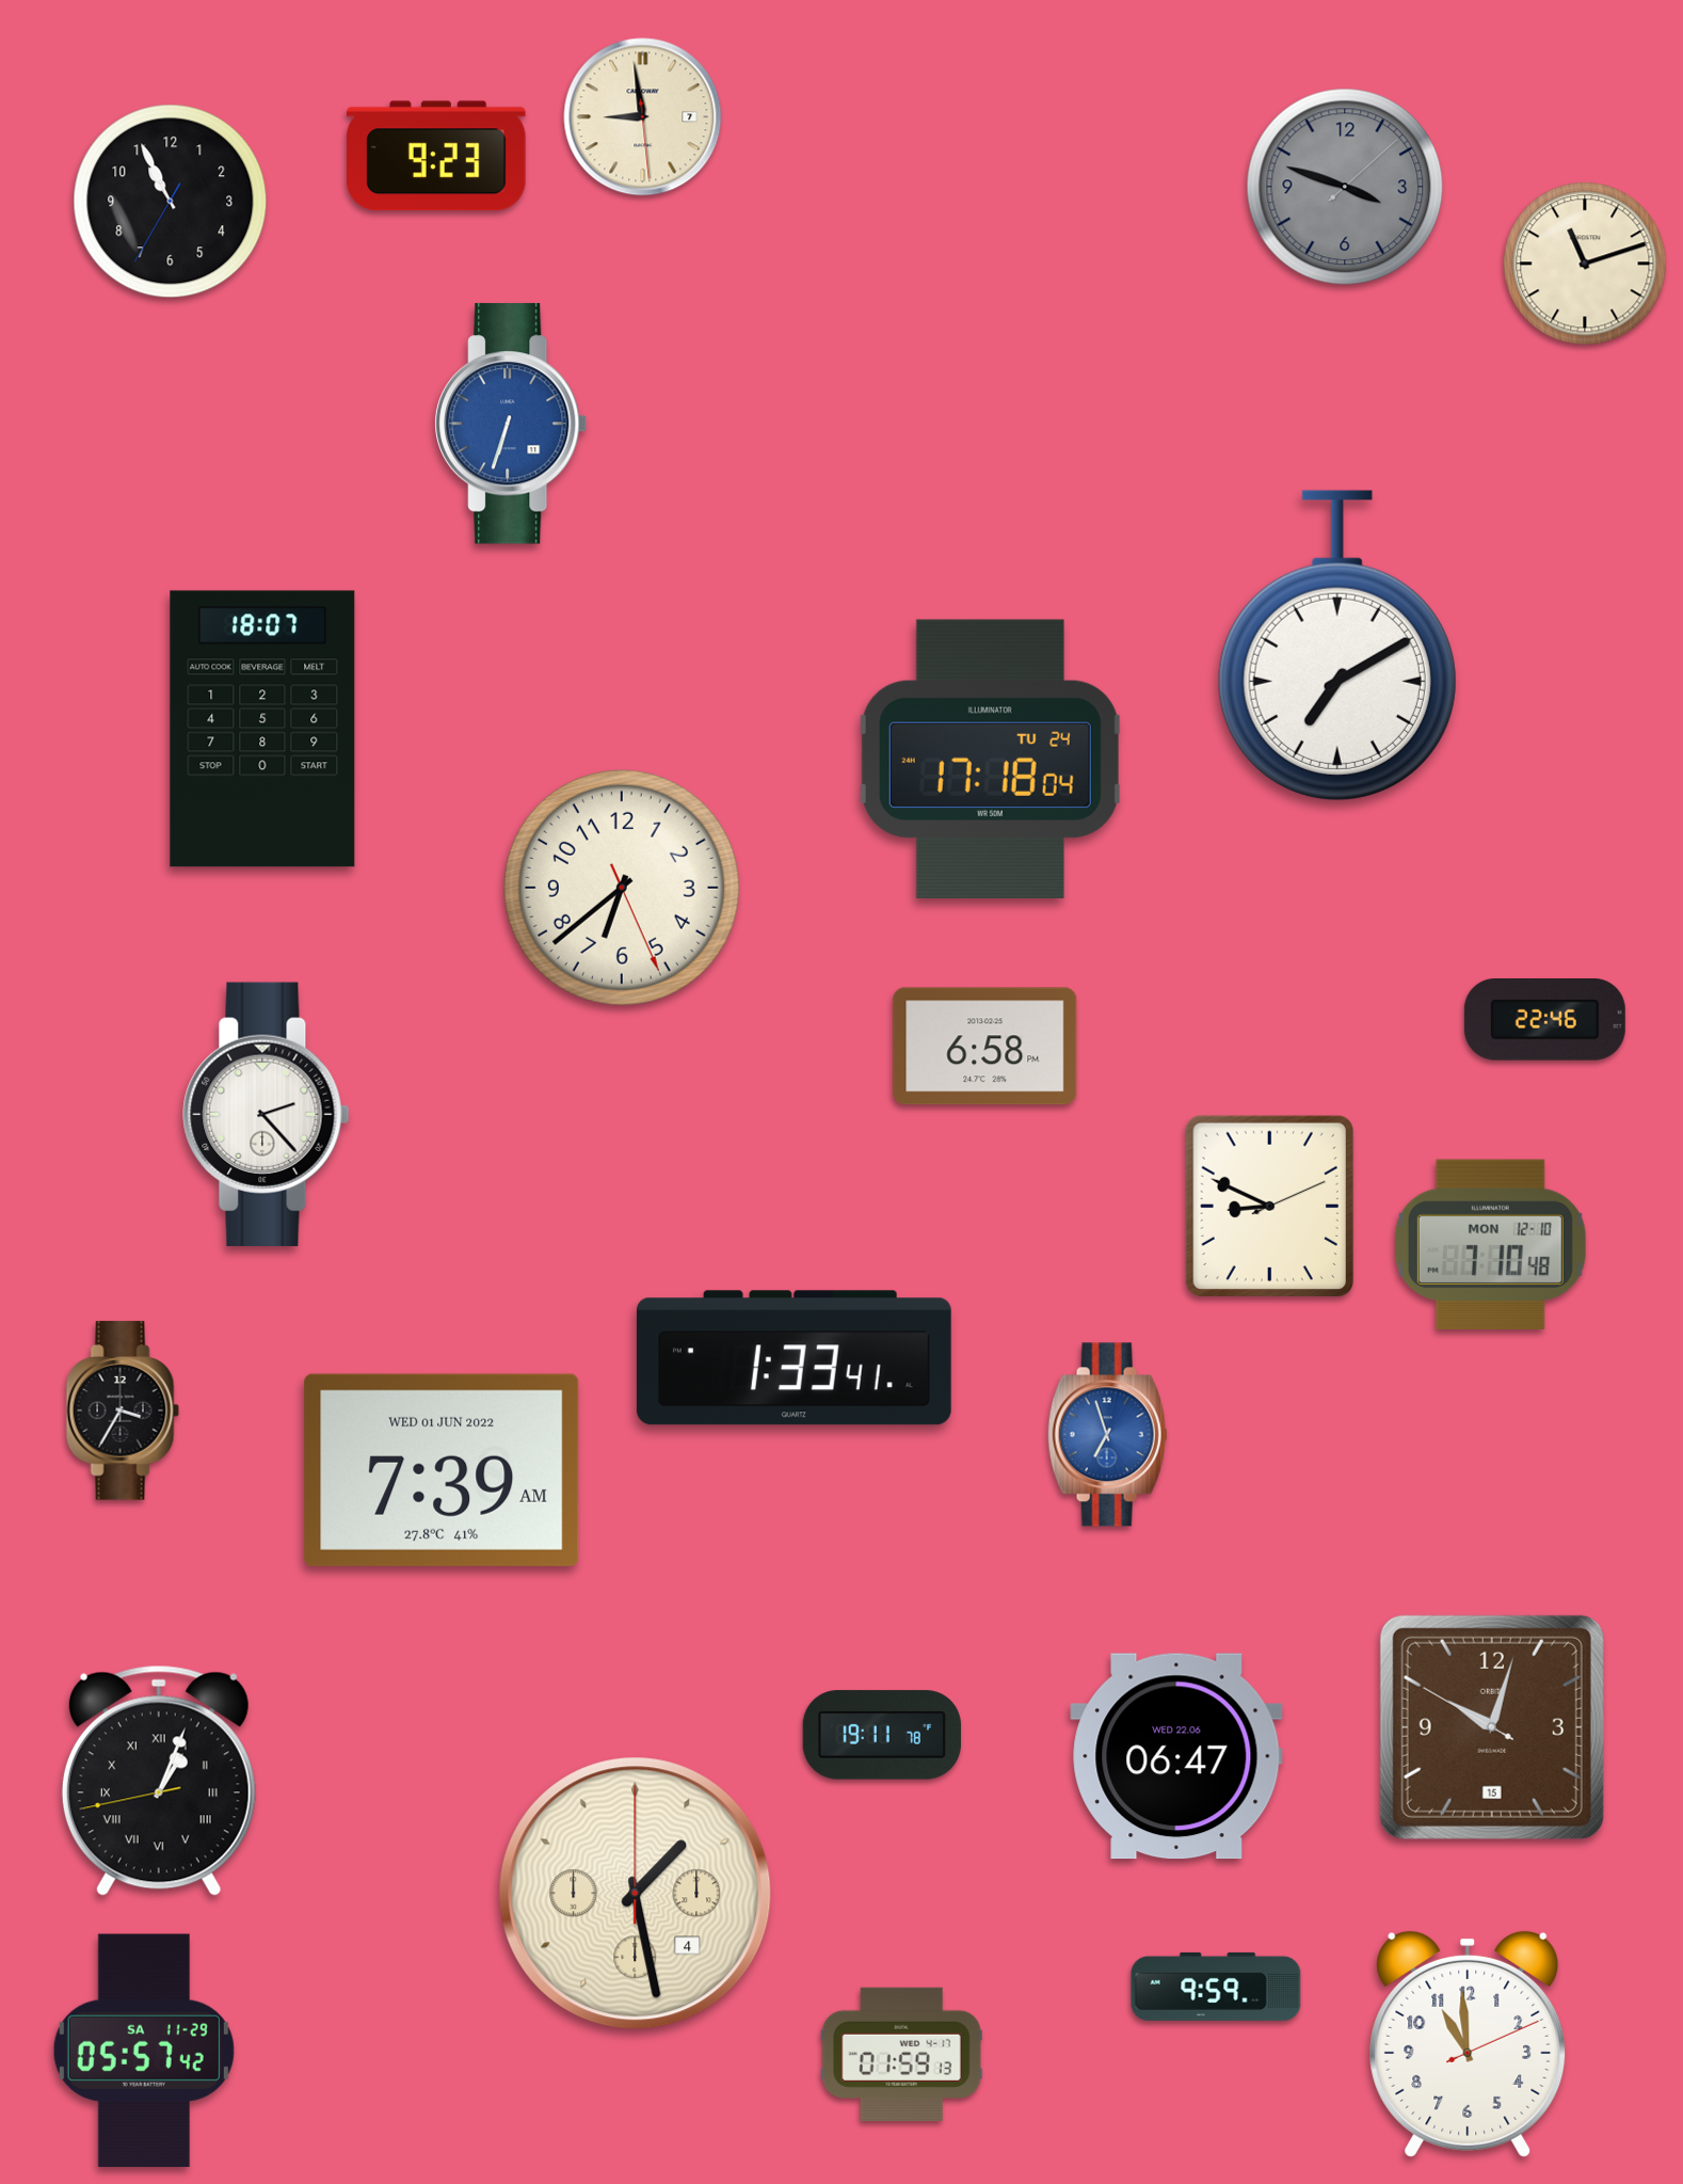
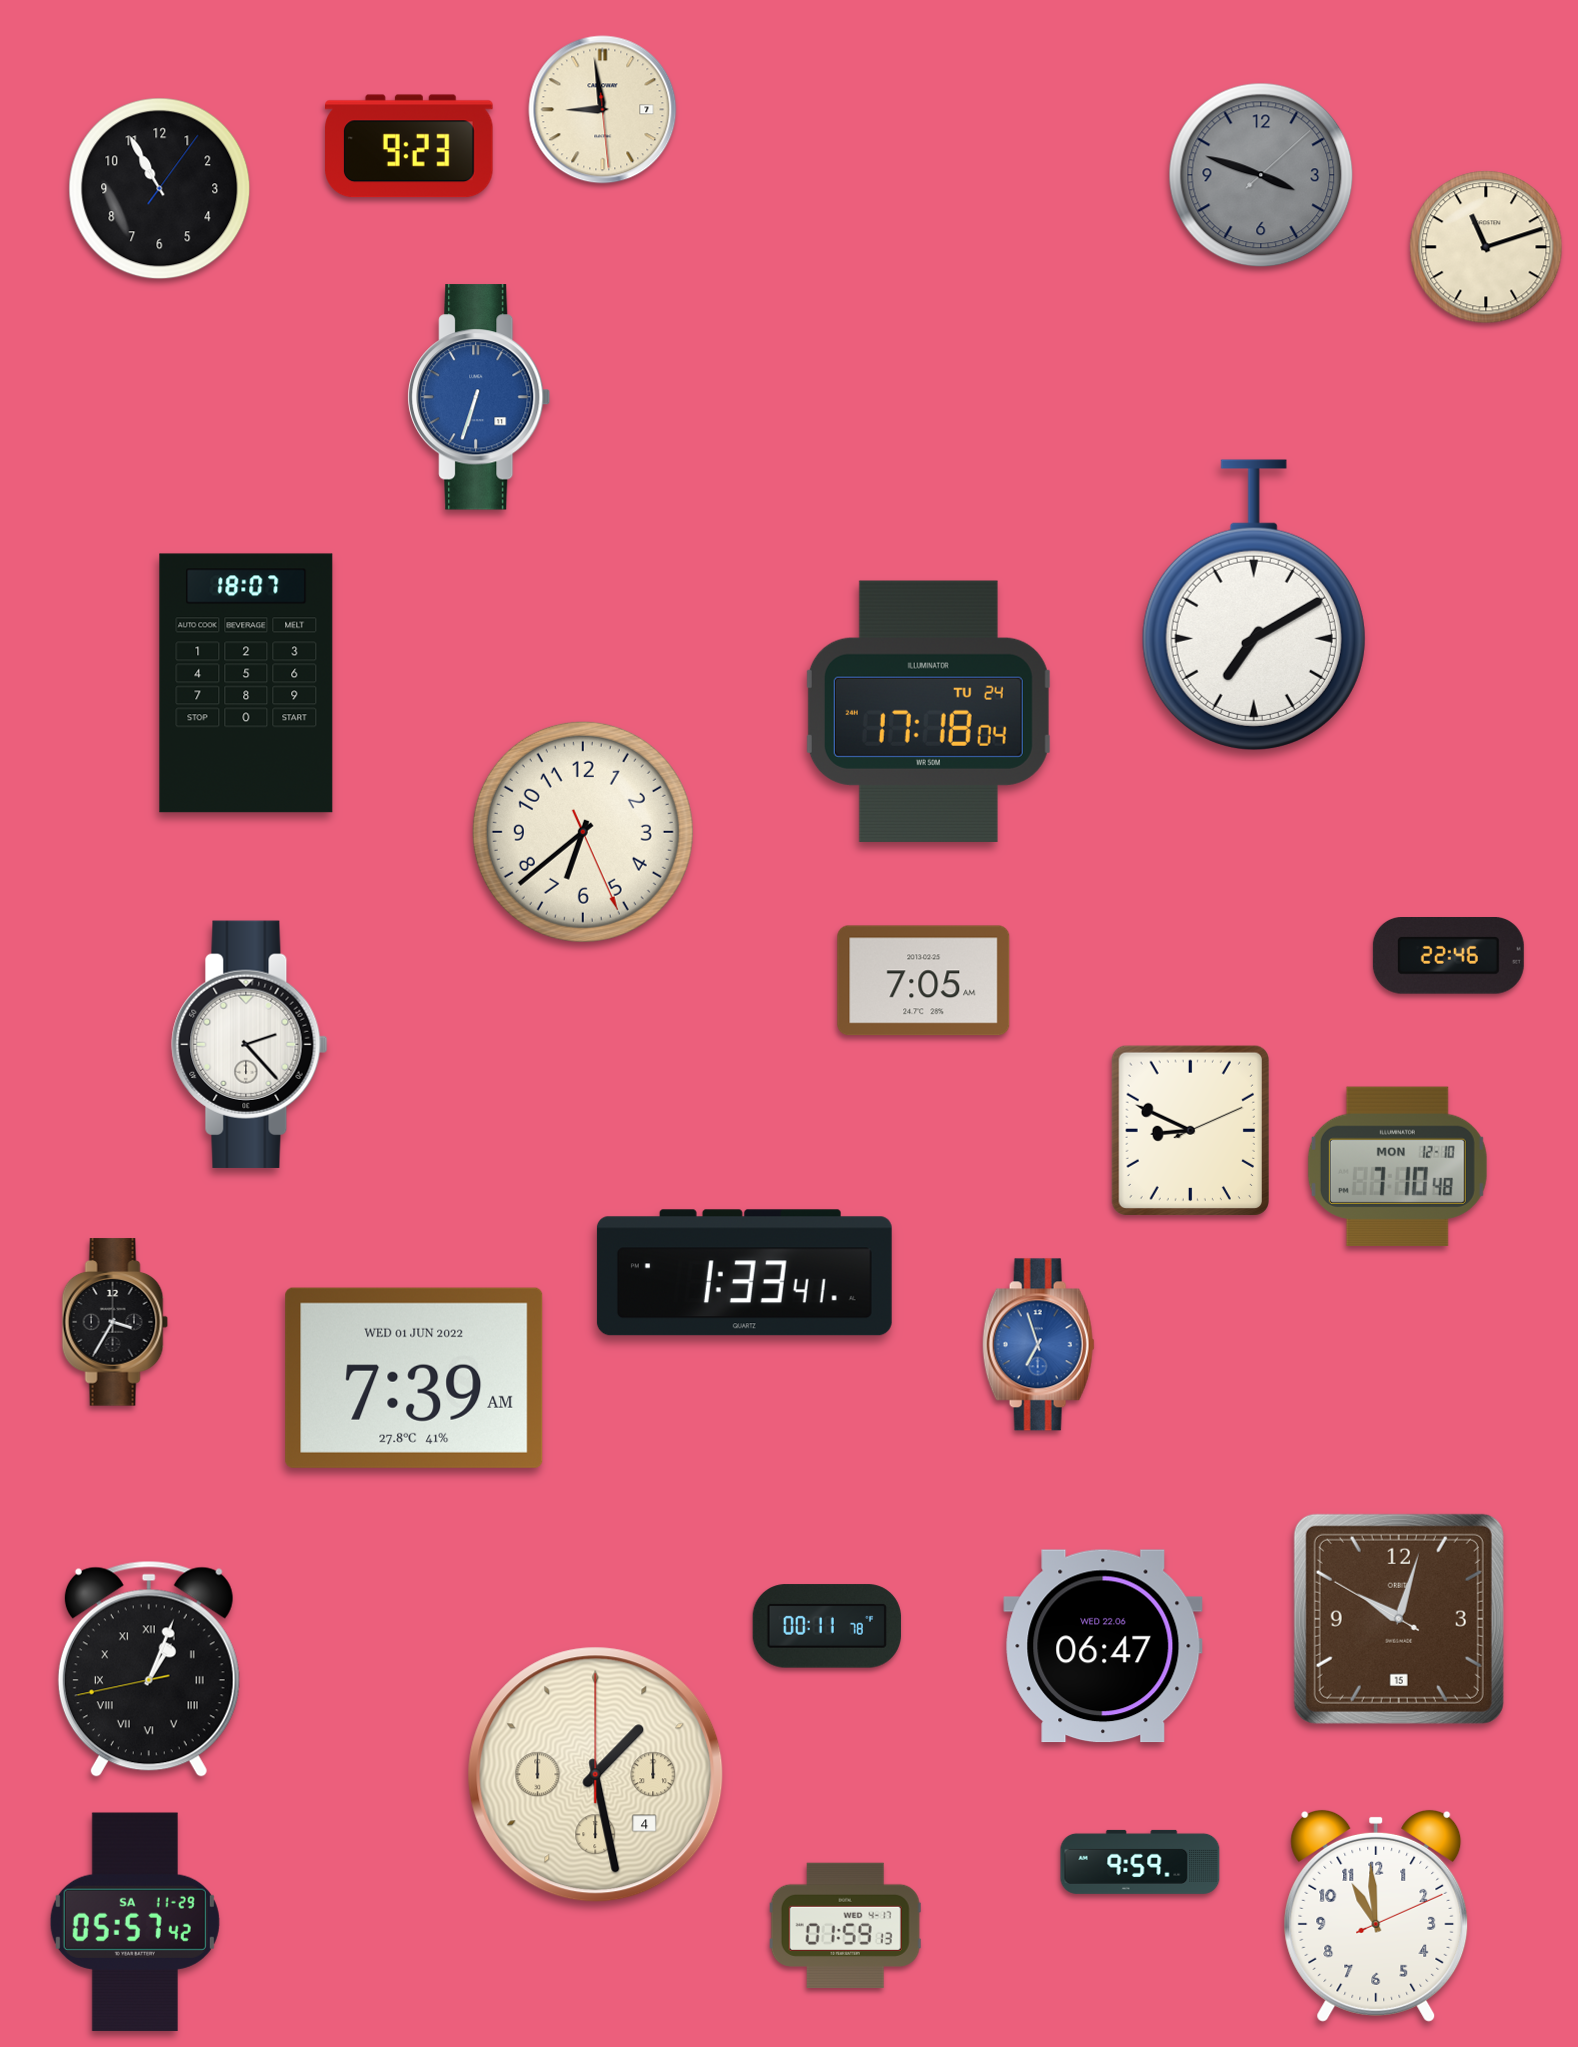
clock at (171, 202): 10:55:35 -> 10:55:06
clock at (985, 1047): 6:58 -> 7:05
clock at (882, 1735): 19:11 -> 00:11
